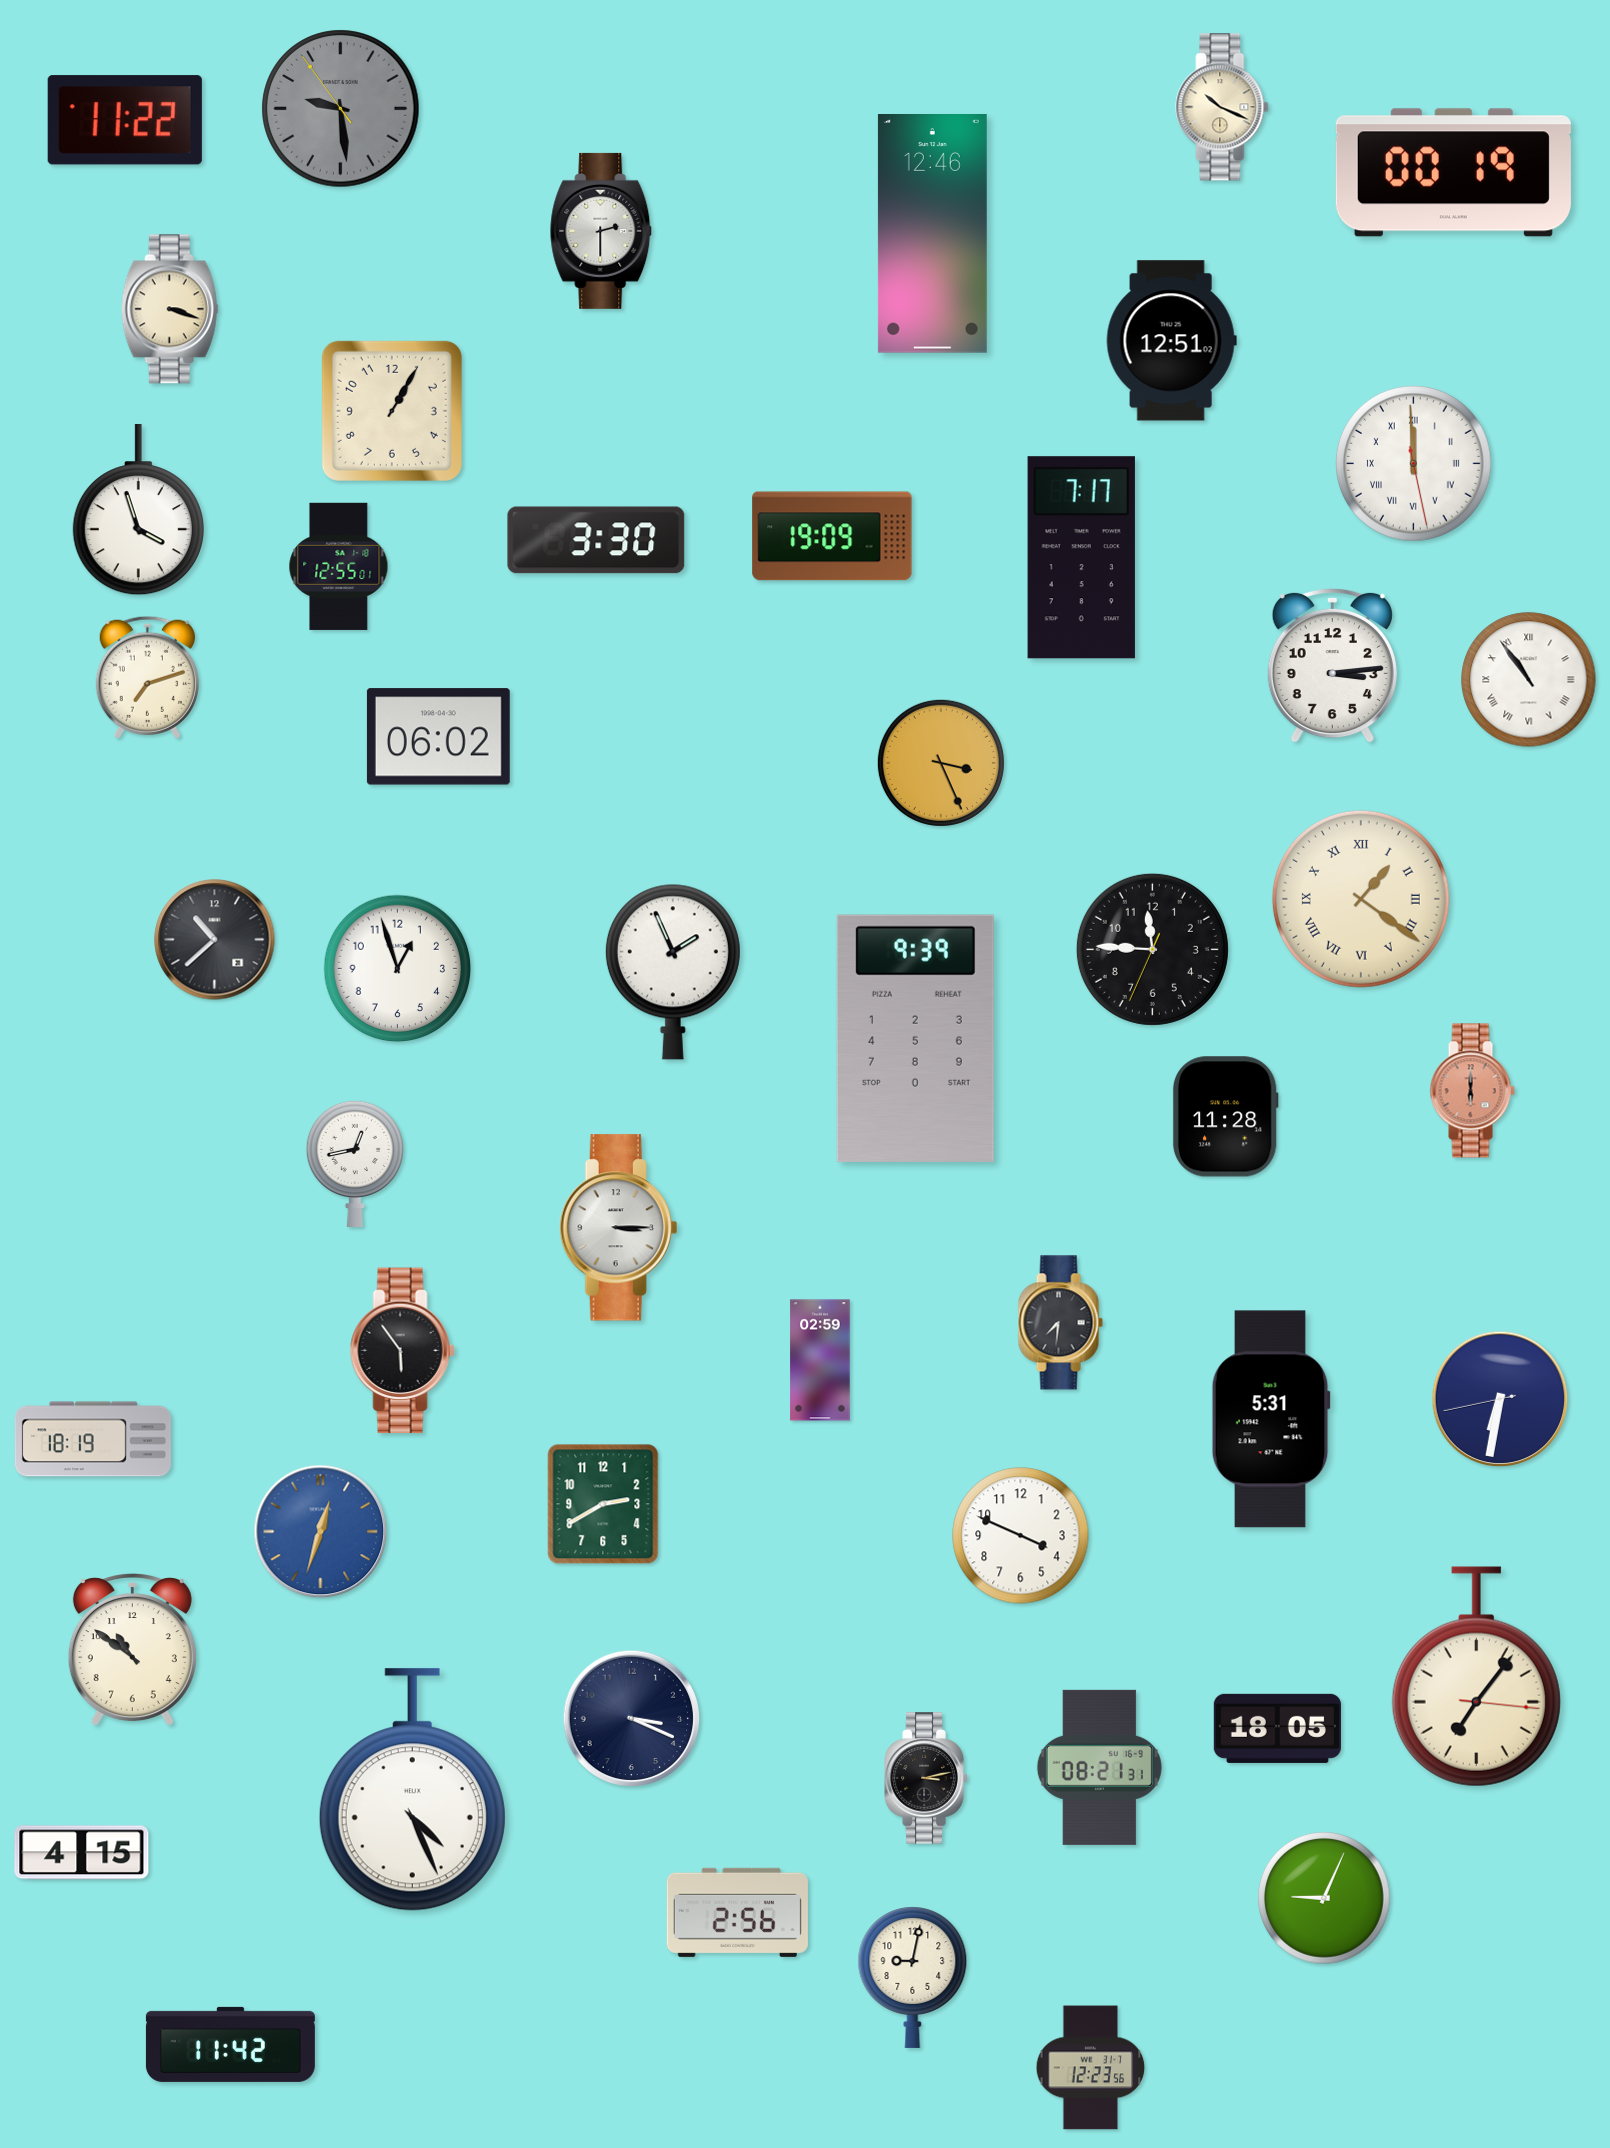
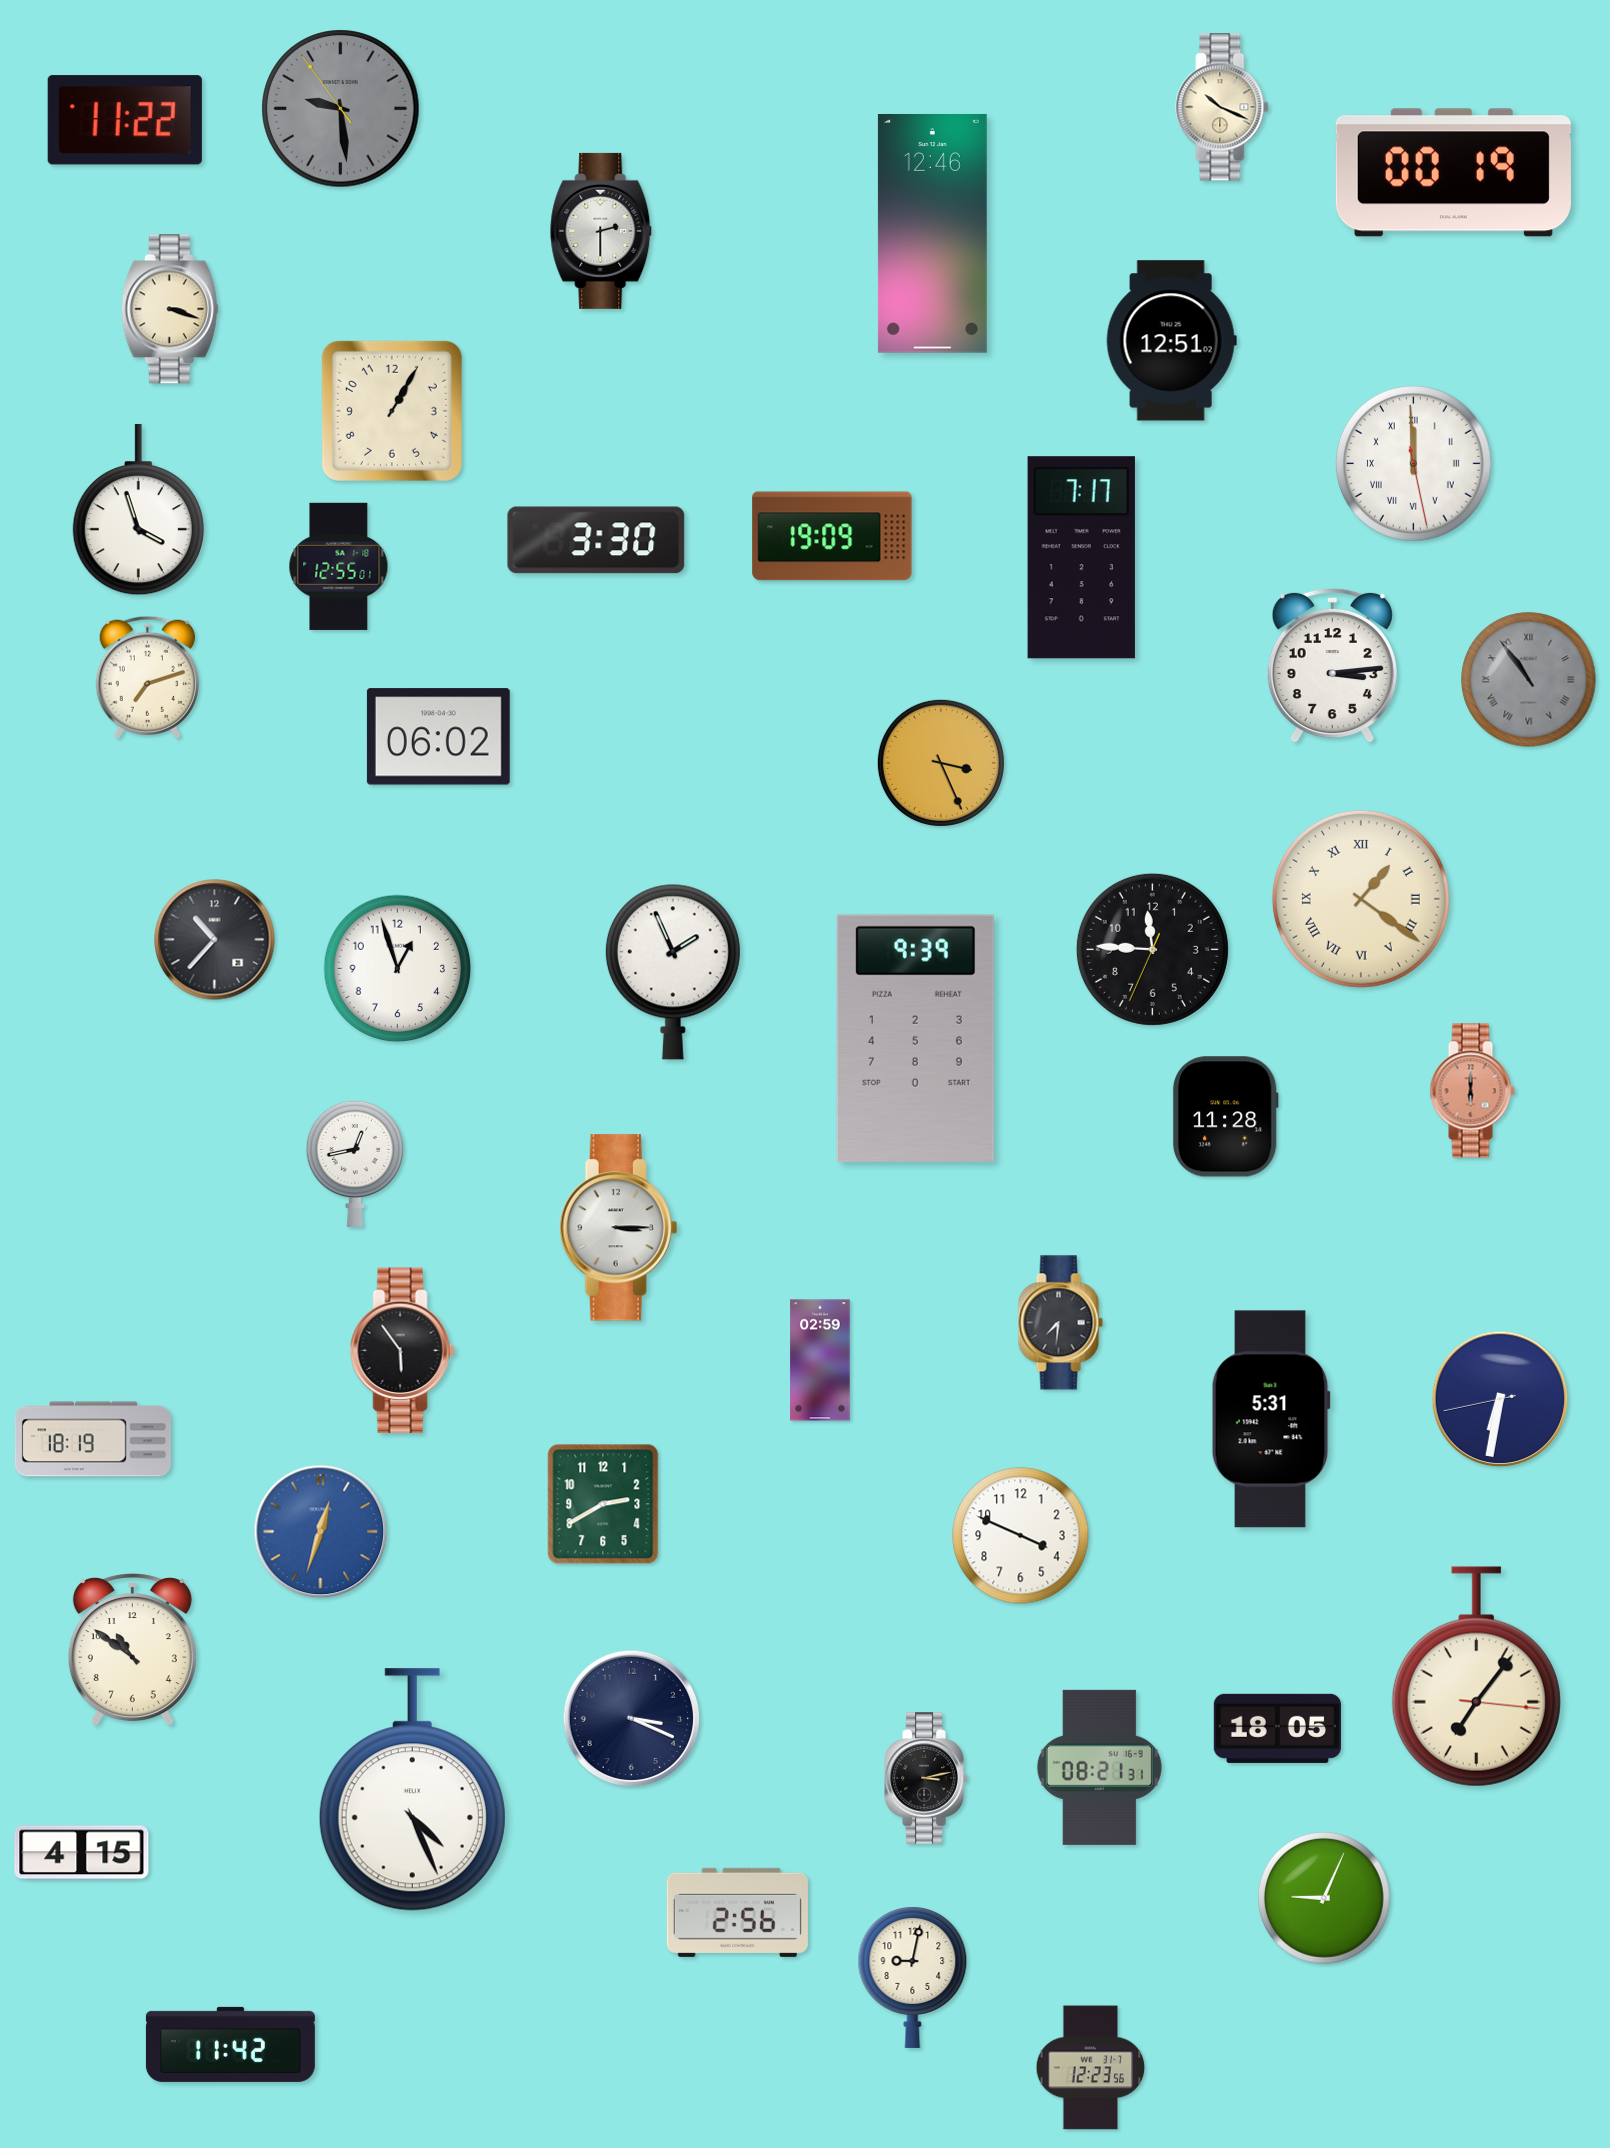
clock at (1529, 680) dial: white -> grey
clock at (215, 940): 10:38 -> 10:37
